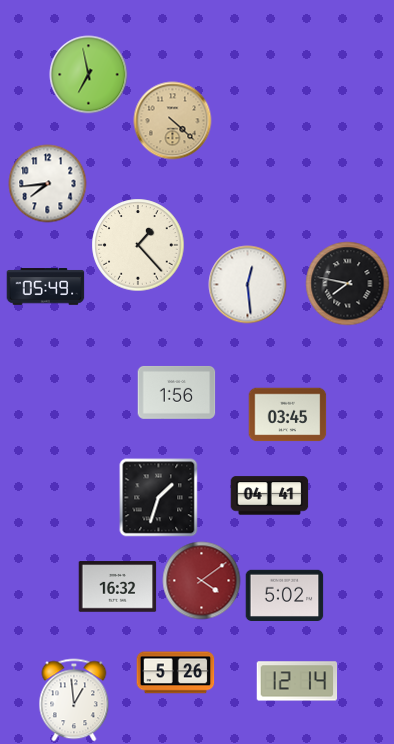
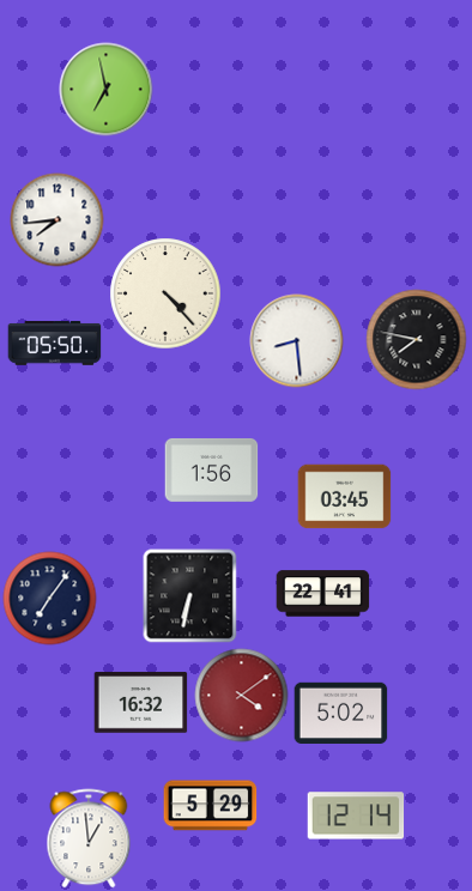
clock at (172, 120): 4:22 -> none
clock at (138, 245): 1:23 -> 4:23
clock at (247, 284): 12:29 -> 8:29
clock at (45, 287): 05:49 -> 05:50
clock at (269, 496): 04:41 -> 22:41
clock at (158, 497): 1:33 -> 6:32
clock at (49, 598): none -> 7:06
clock at (175, 673): 5:26 -> 5:29
